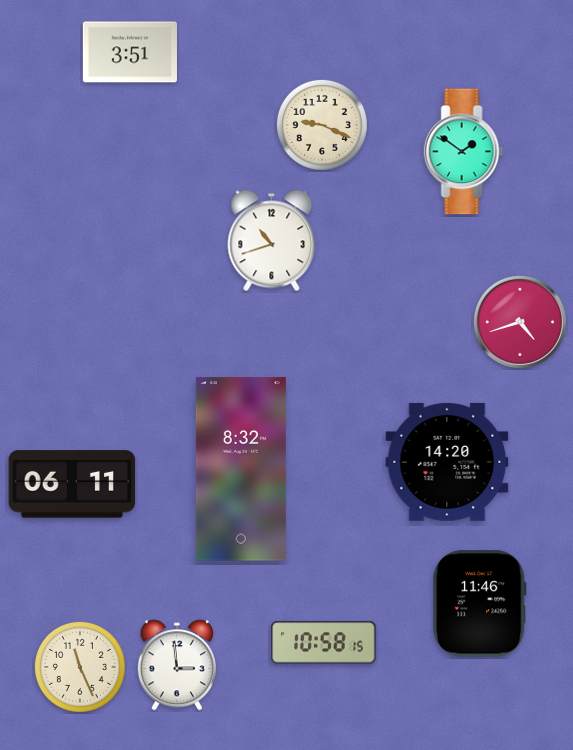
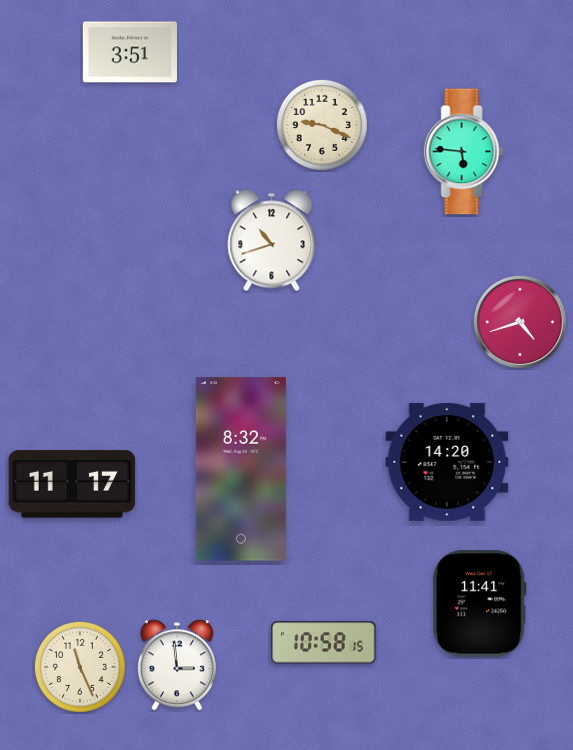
clock at (464, 152): 1:51 -> 5:46
clock at (72, 484): 06:11 -> 11:17
clock at (480, 604): 11:46 -> 11:41
